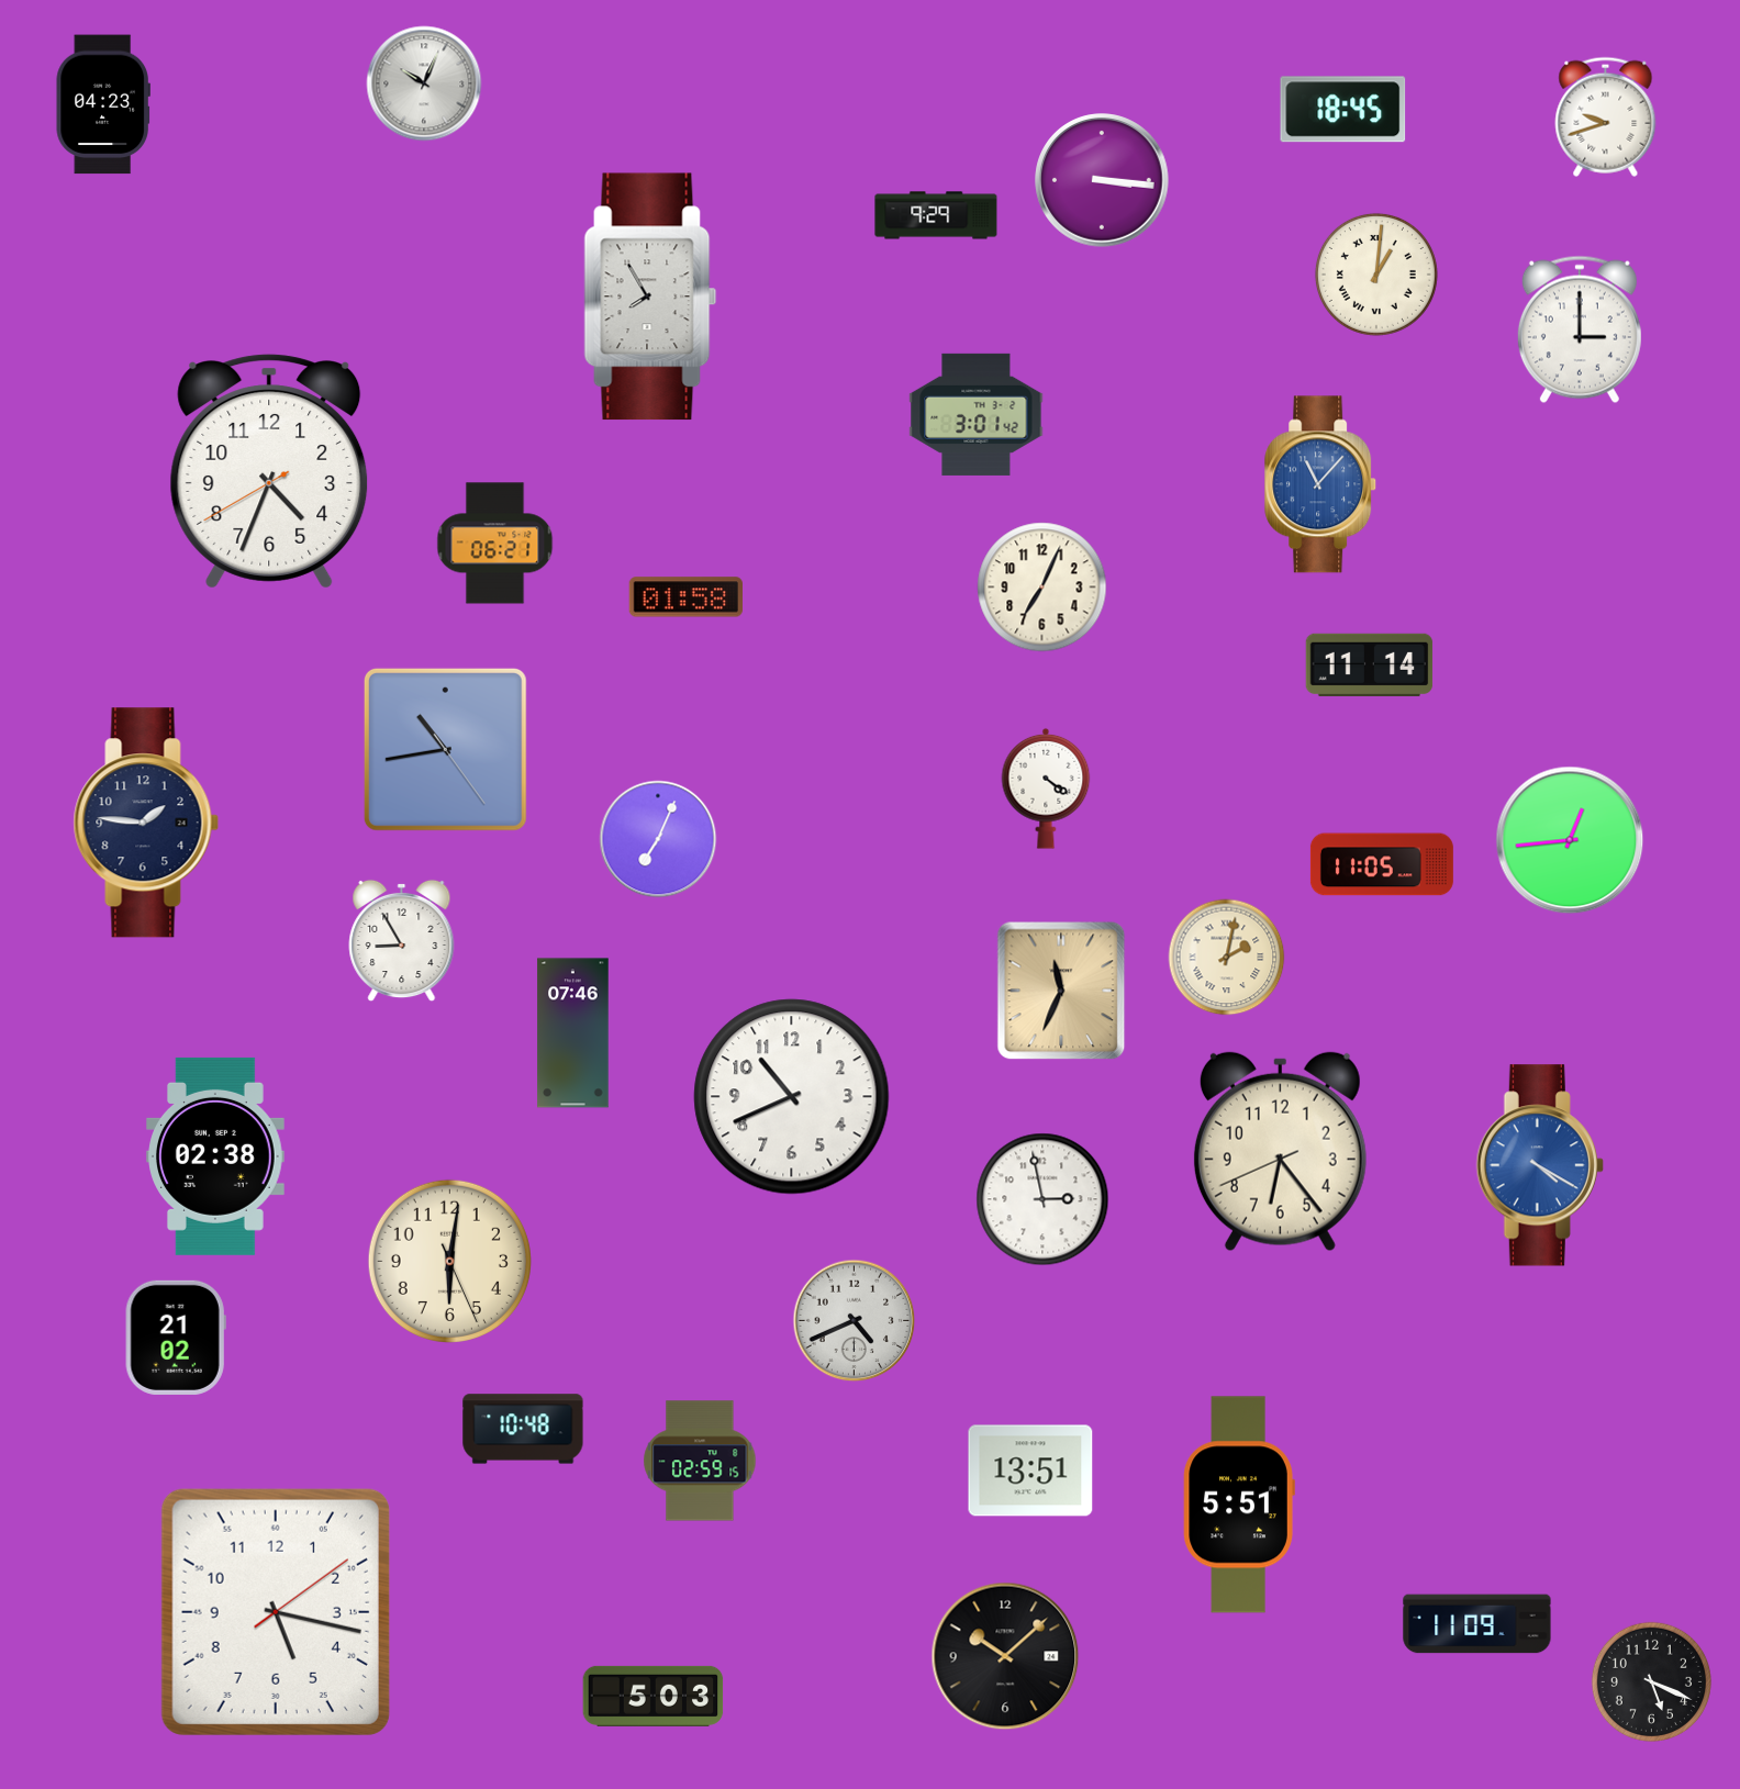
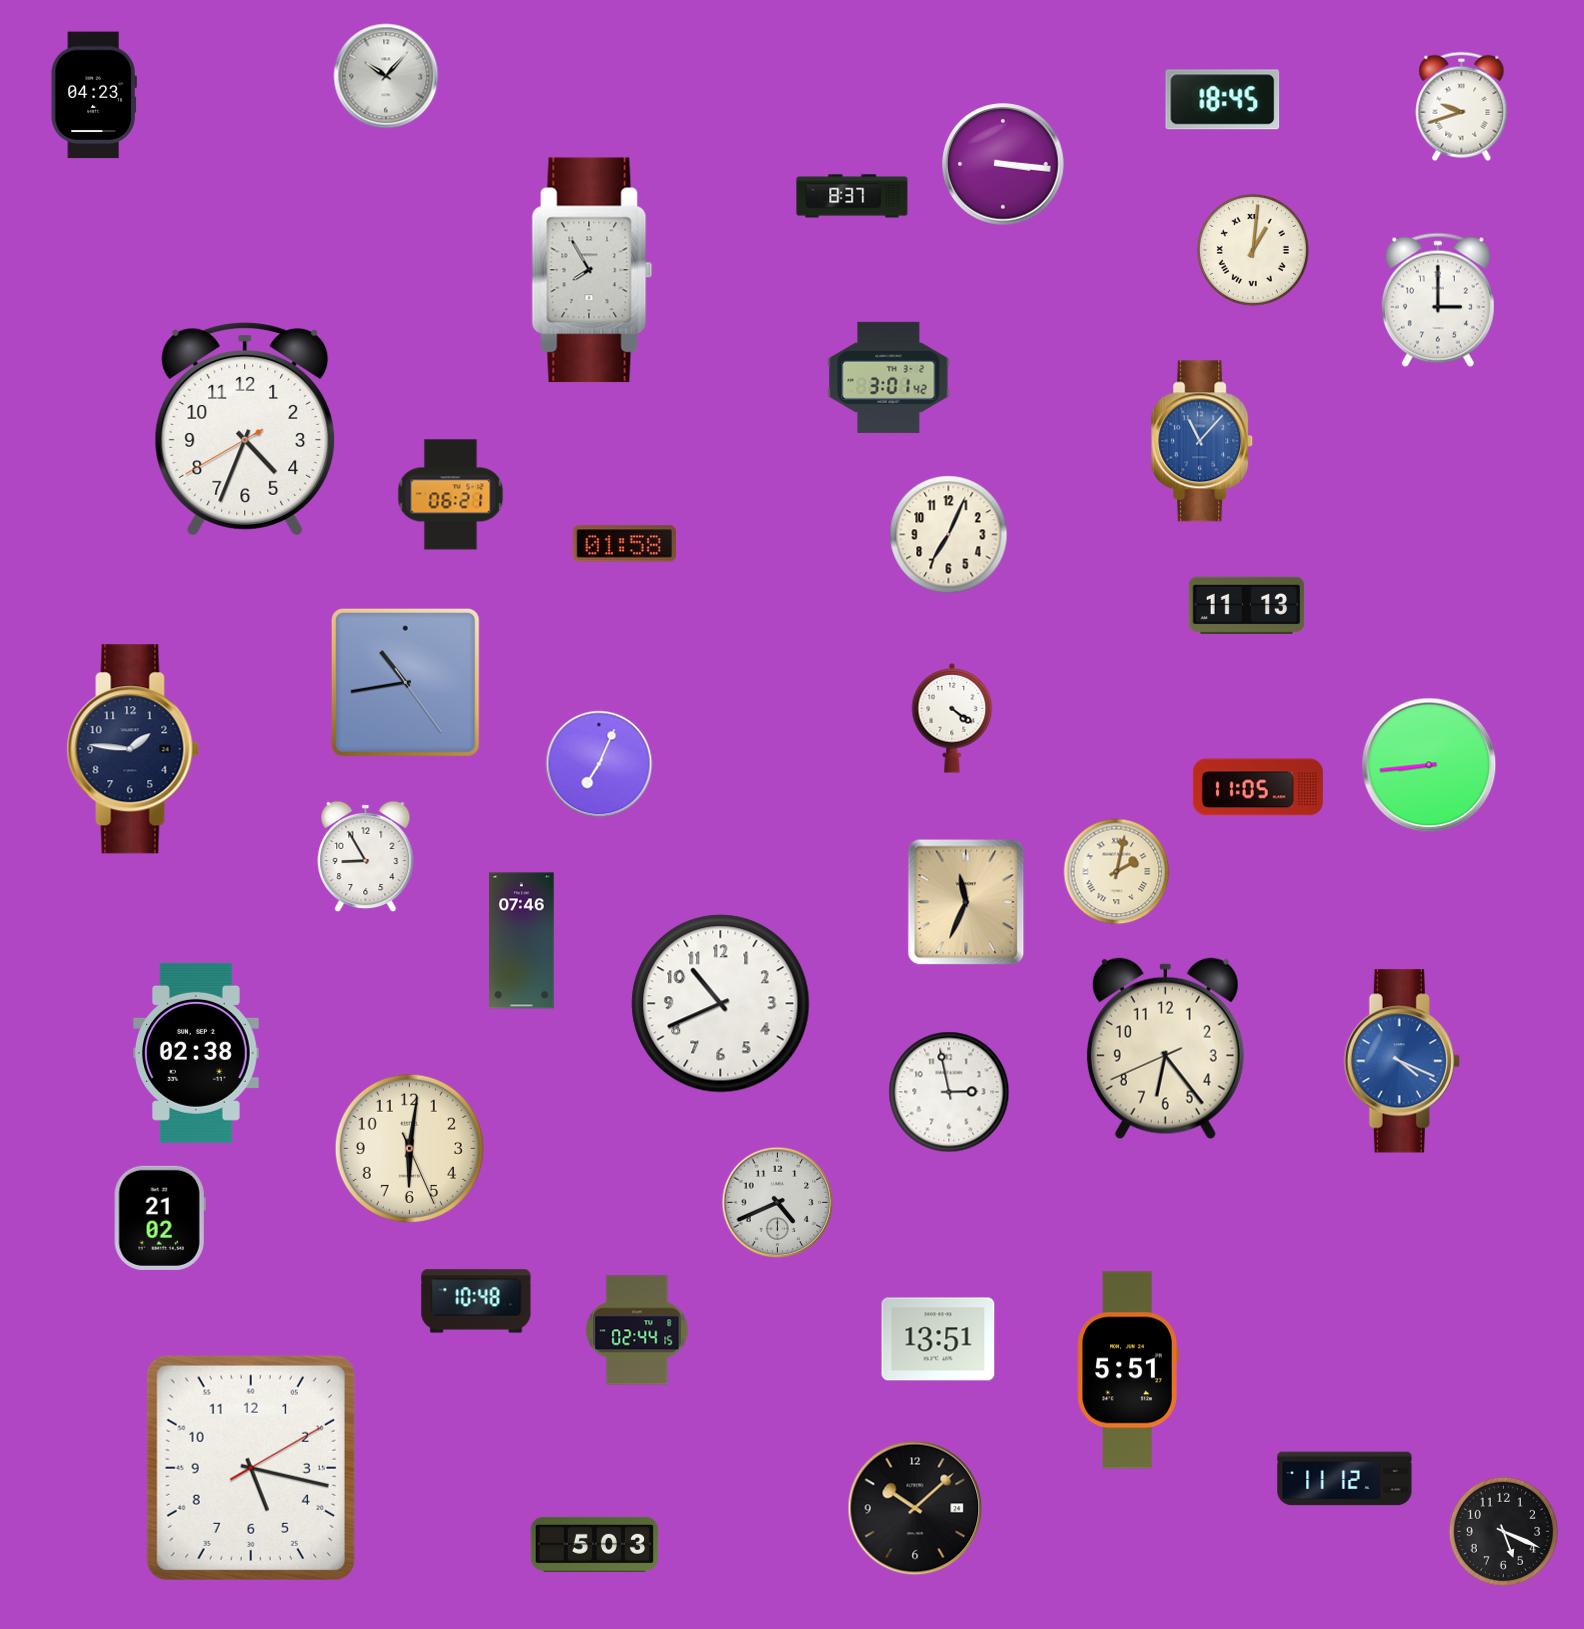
clock at (424, 83): 10:04 -> 10:07
clock at (936, 215): 9:29 -> 8:37
clock at (1370, 664): 11:14 -> 11:13
clock at (1570, 840): 12:44 -> 8:44
clock at (792, 1097) position: (792, 1097) -> (721, 1004)
clock at (1540, 1165): 4:20 -> 4:19
clock at (700, 1461): 02:59 -> 02:44
clock at (276, 1612): 5:17:09 -> 5:17:10
clock at (1477, 1624): 11:09 -> 11:12
